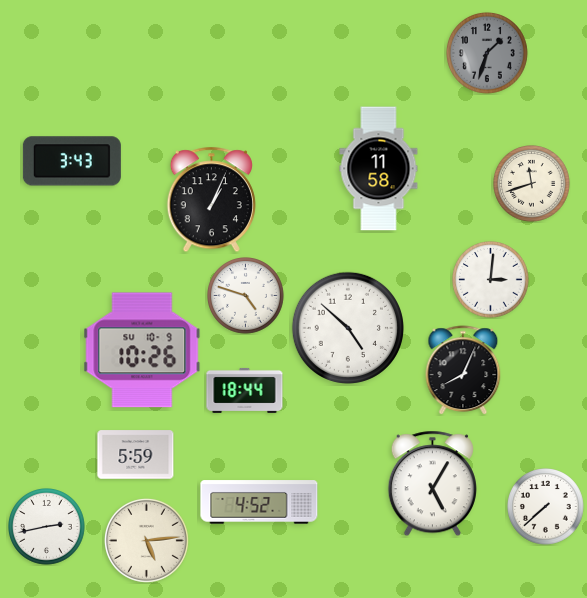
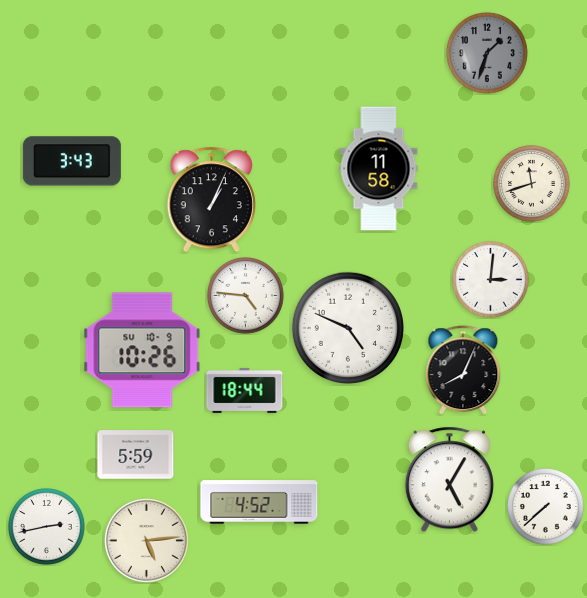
clock at (246, 296): 4:48 -> 4:46
clock at (348, 328): 4:52 -> 4:49
clock at (432, 484) position: (432, 484) -> (449, 480)
